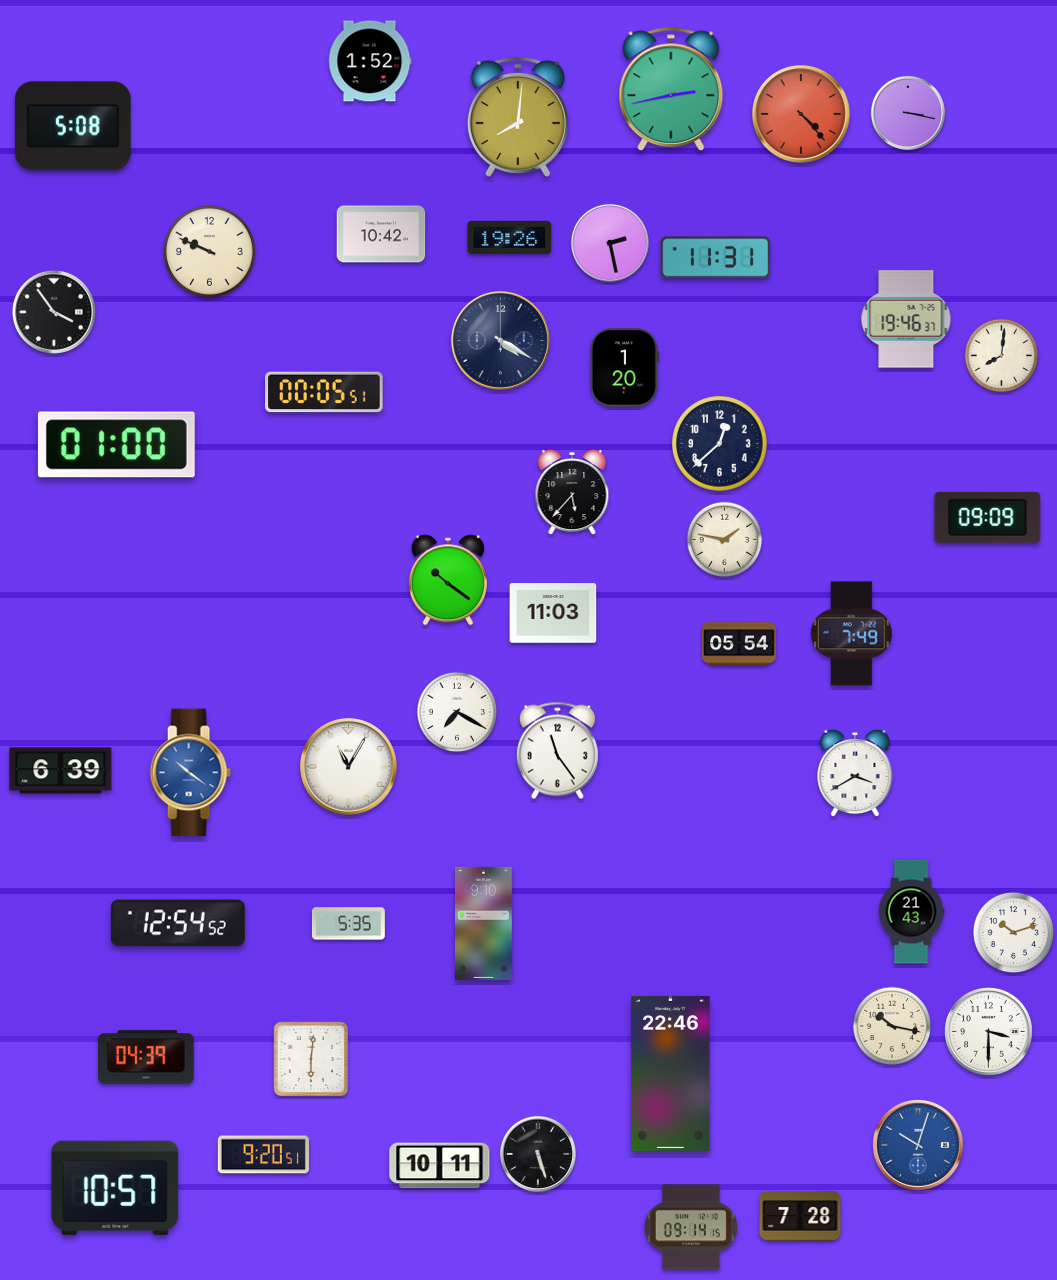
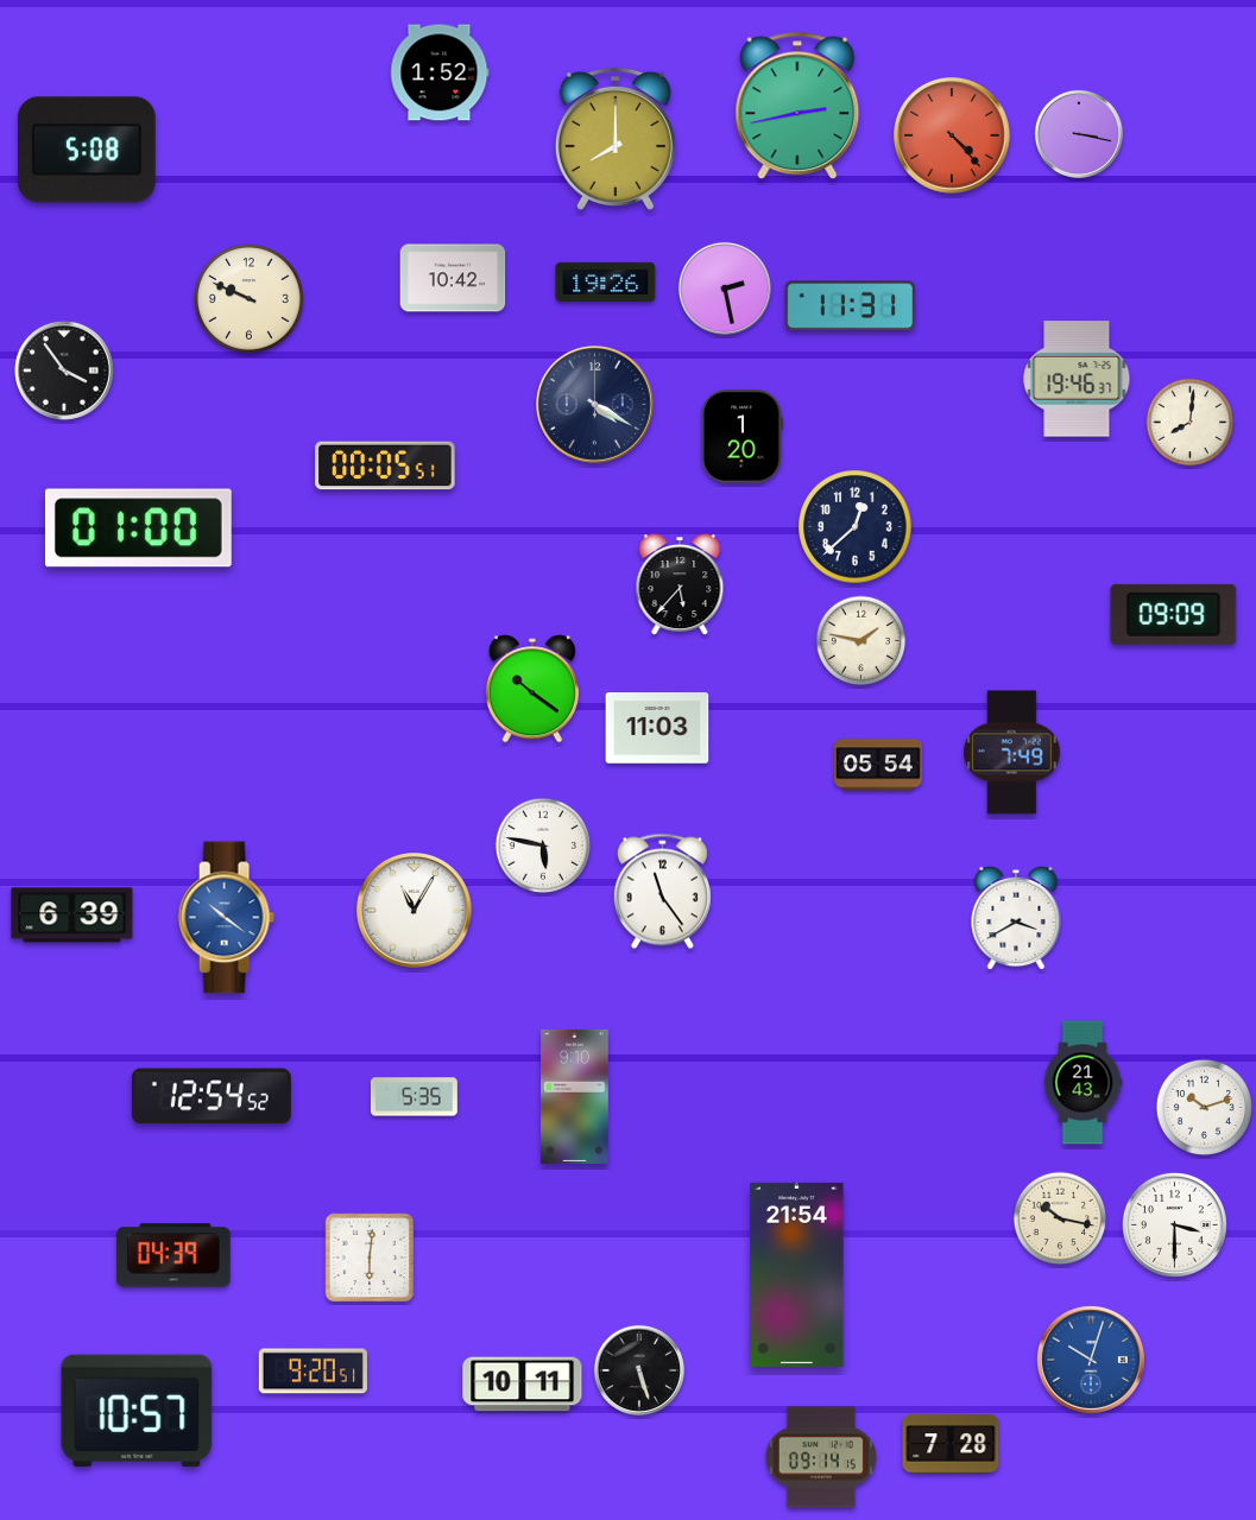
clock at (518, 117): 8:01 -> 8:00
clock at (457, 712): 7:20 -> 5:47
clock at (671, 1073): 22:46 -> 21:54
